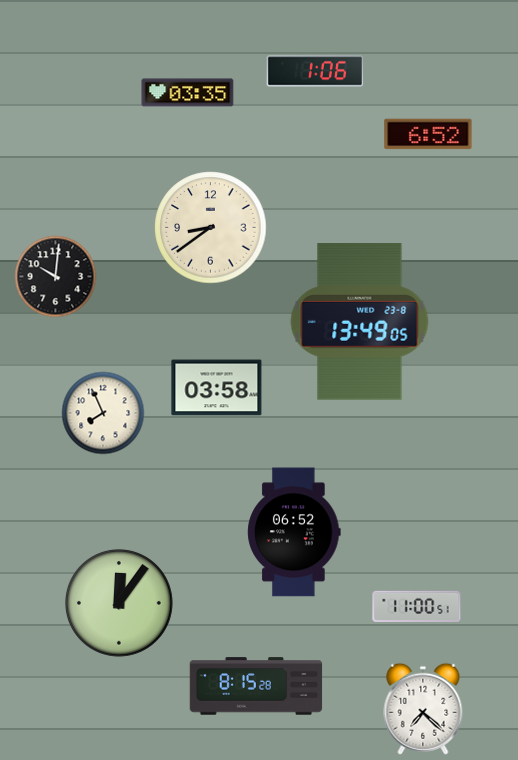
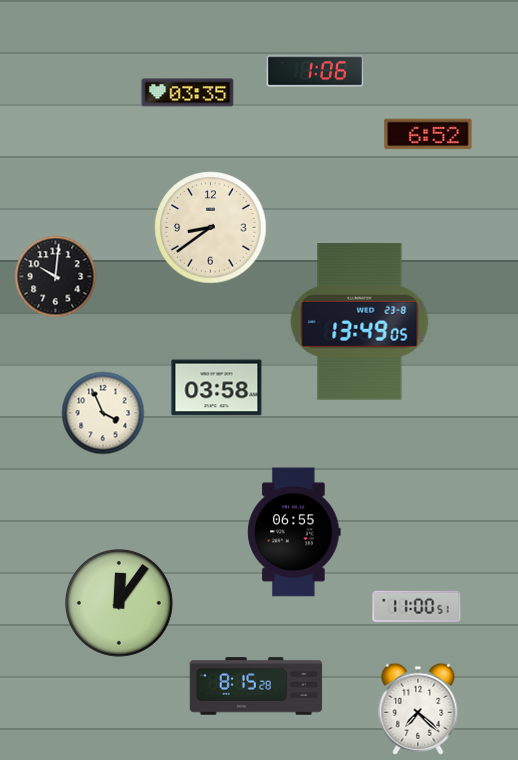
clock at (103, 413): 7:56 -> 3:56
clock at (294, 532): 06:52 -> 06:55
clock at (423, 709) position: (423, 709) -> (418, 709)
